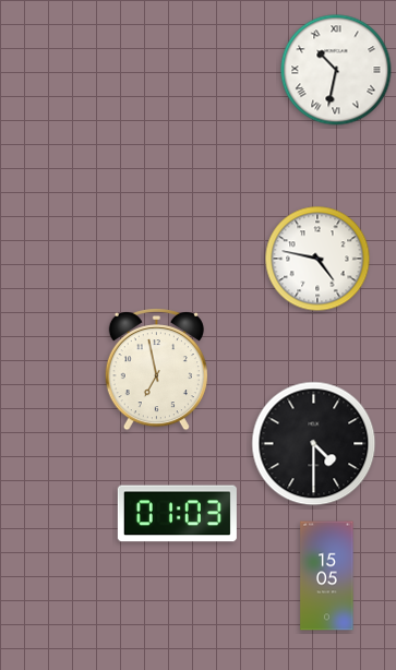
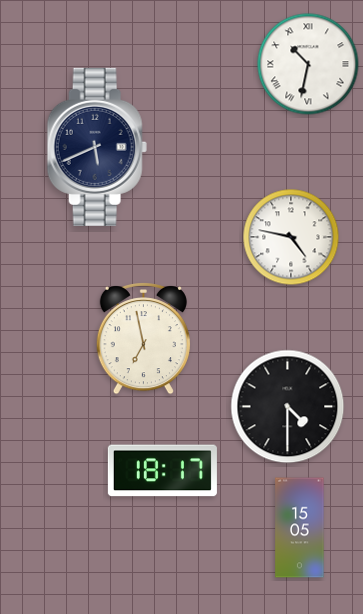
clock at (97, 147): none -> 5:41
clock at (177, 514): 01:03 -> 18:17
